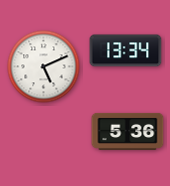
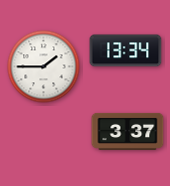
clock at (44, 67): 5:11 -> 1:45
clock at (128, 131): 5:36 -> 3:37
